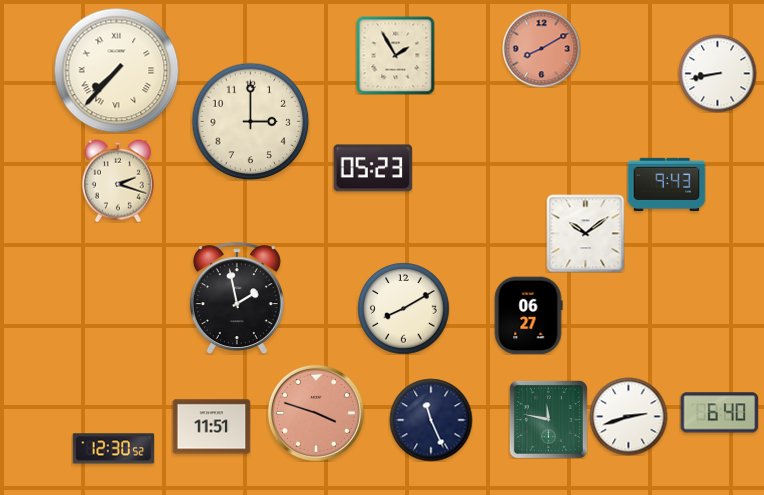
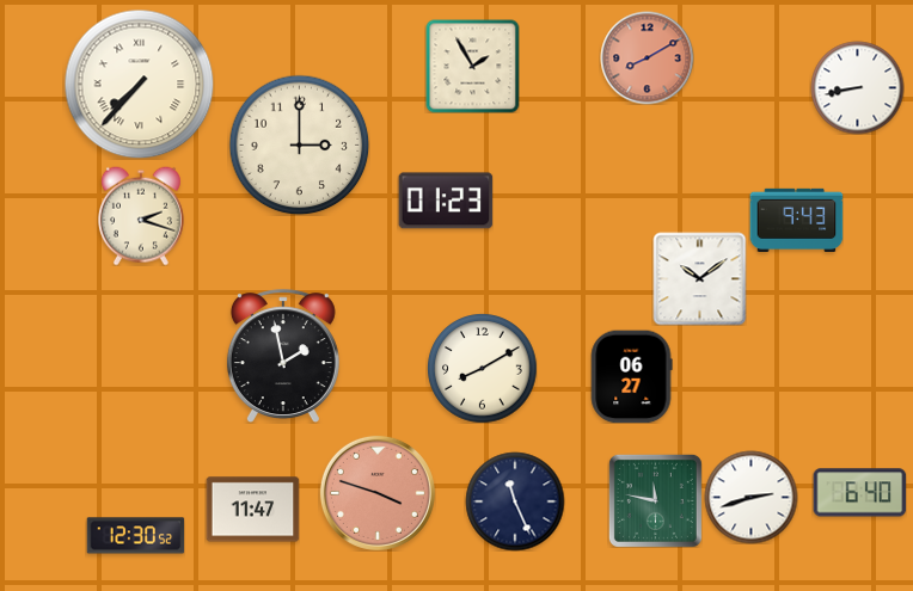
clock at (373, 168): 05:23 -> 01:23
clock at (211, 427): 11:51 -> 11:47
